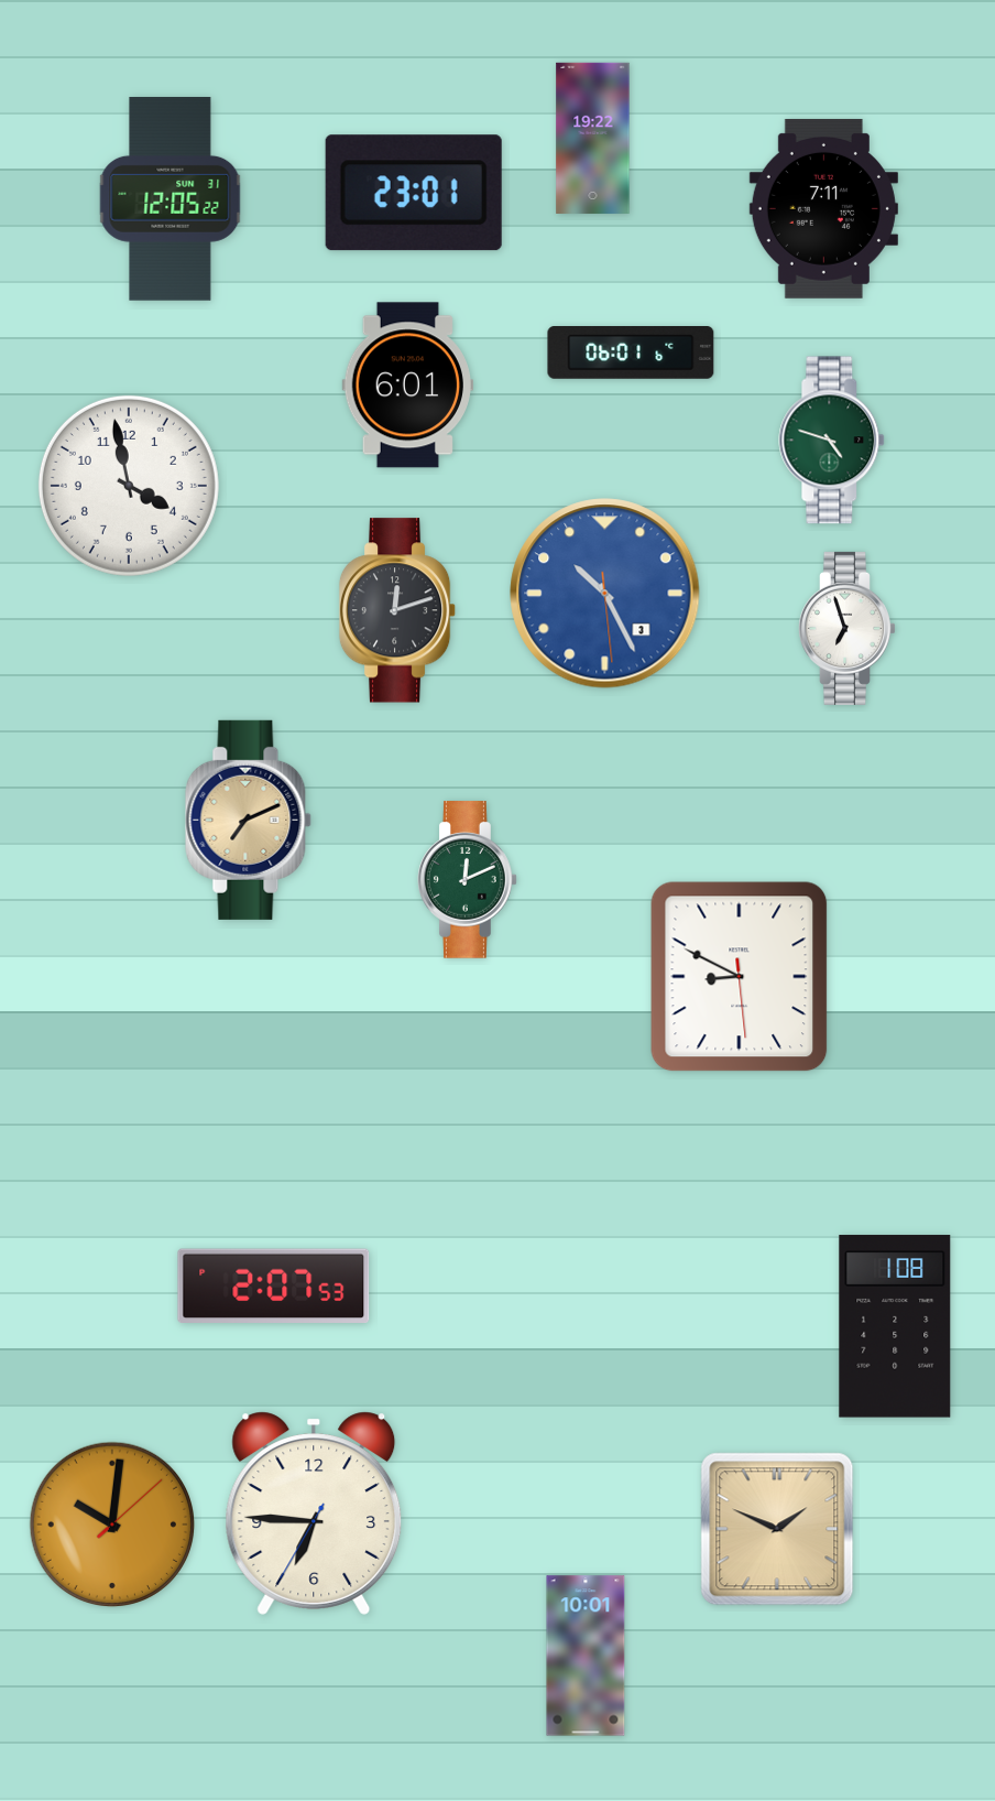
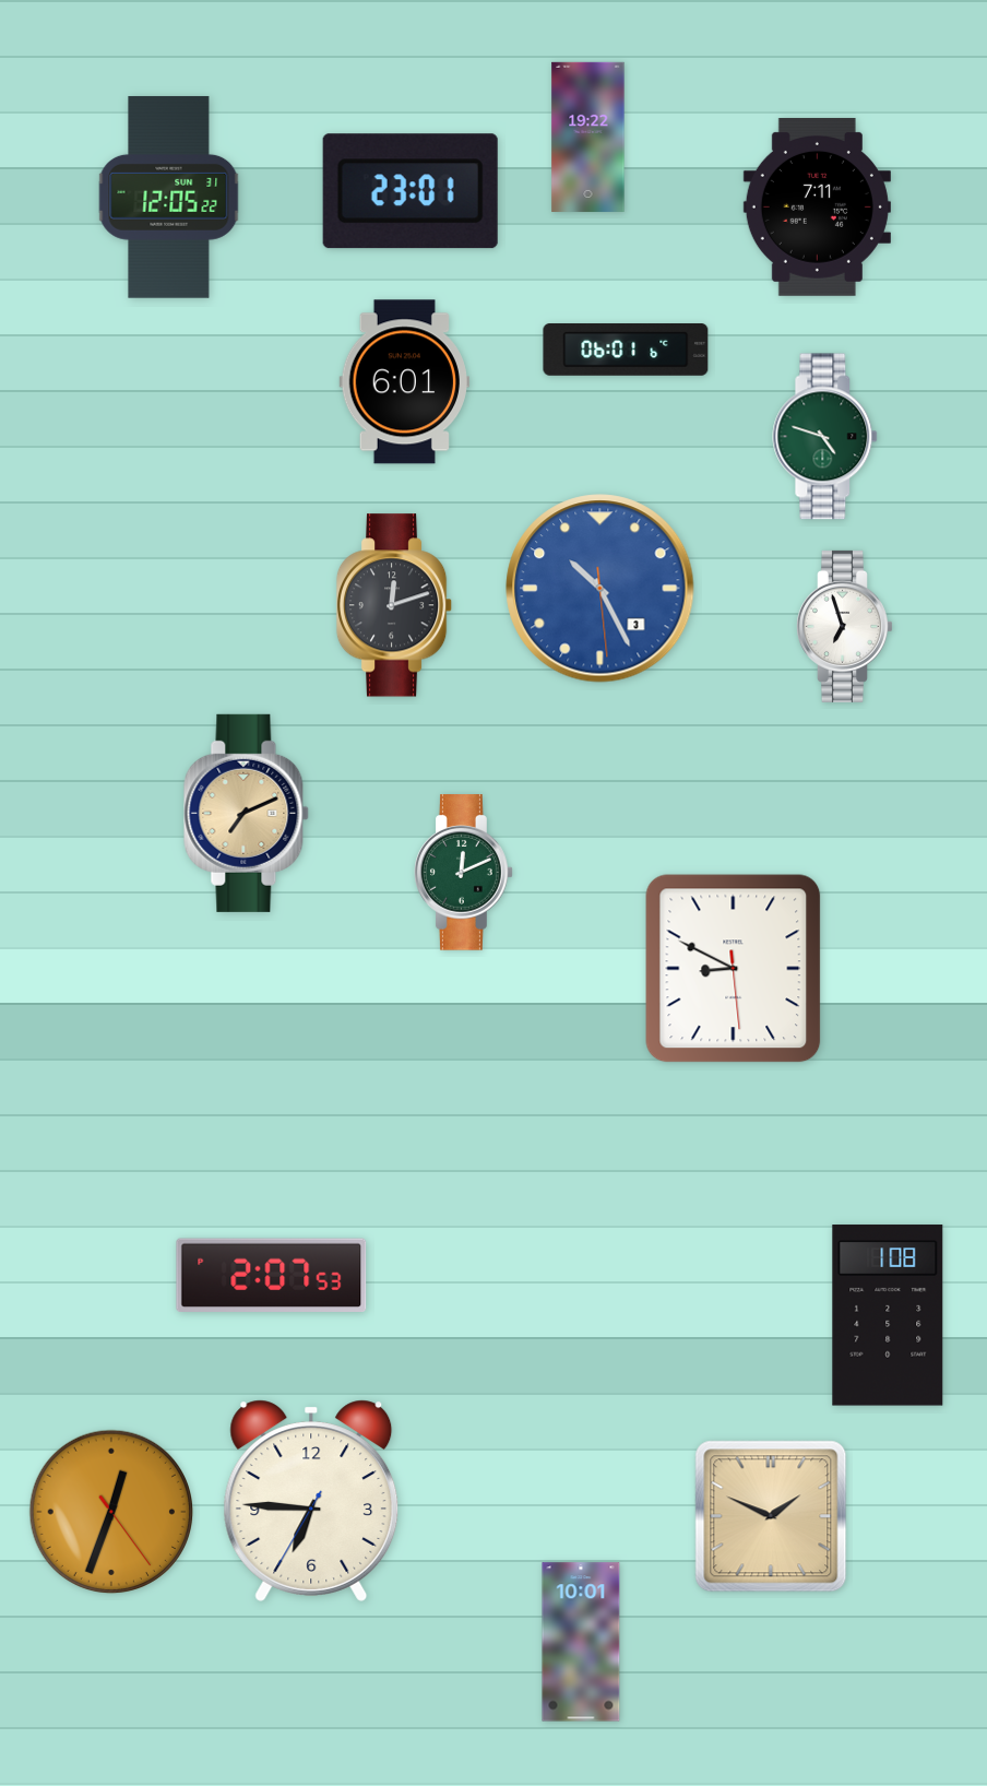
clock at (129, 486): 3:58 -> none
clock at (846, 628) position: (846, 628) -> (844, 626)
clock at (111, 1523): 10:01 -> 12:33
